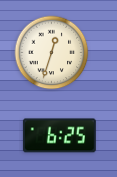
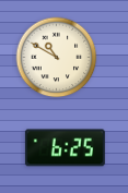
clock at (52, 53): 12:33 -> 10:50
